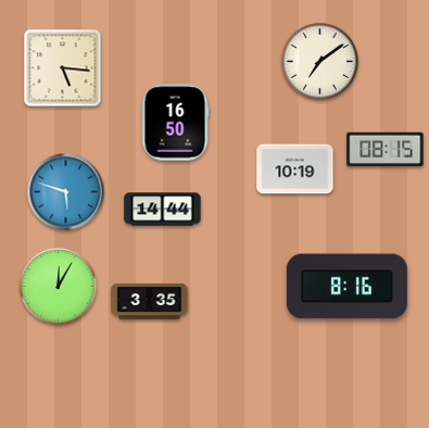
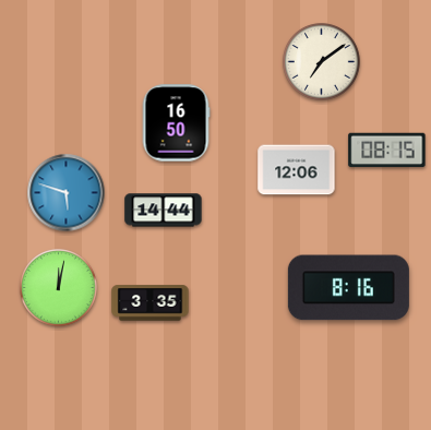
clock at (63, 68): 5:16 -> none
clock at (295, 169): 10:19 -> 12:06
clock at (59, 287): 12:05 -> 12:02
